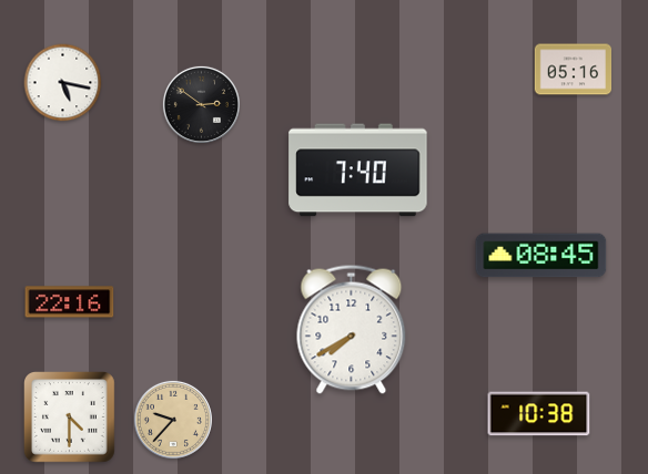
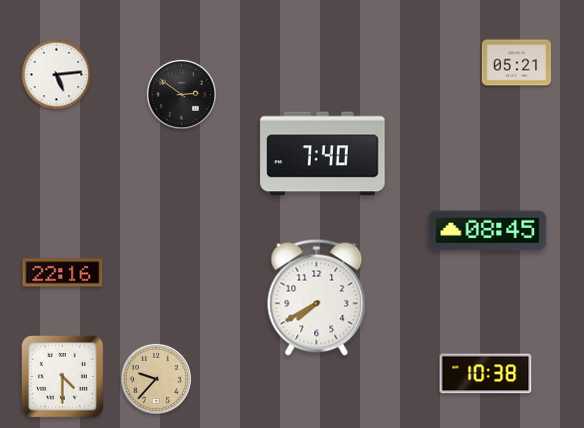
clock at (574, 70): 05:16 -> 05:21
clock at (63, 83): 5:17 -> 5:14
